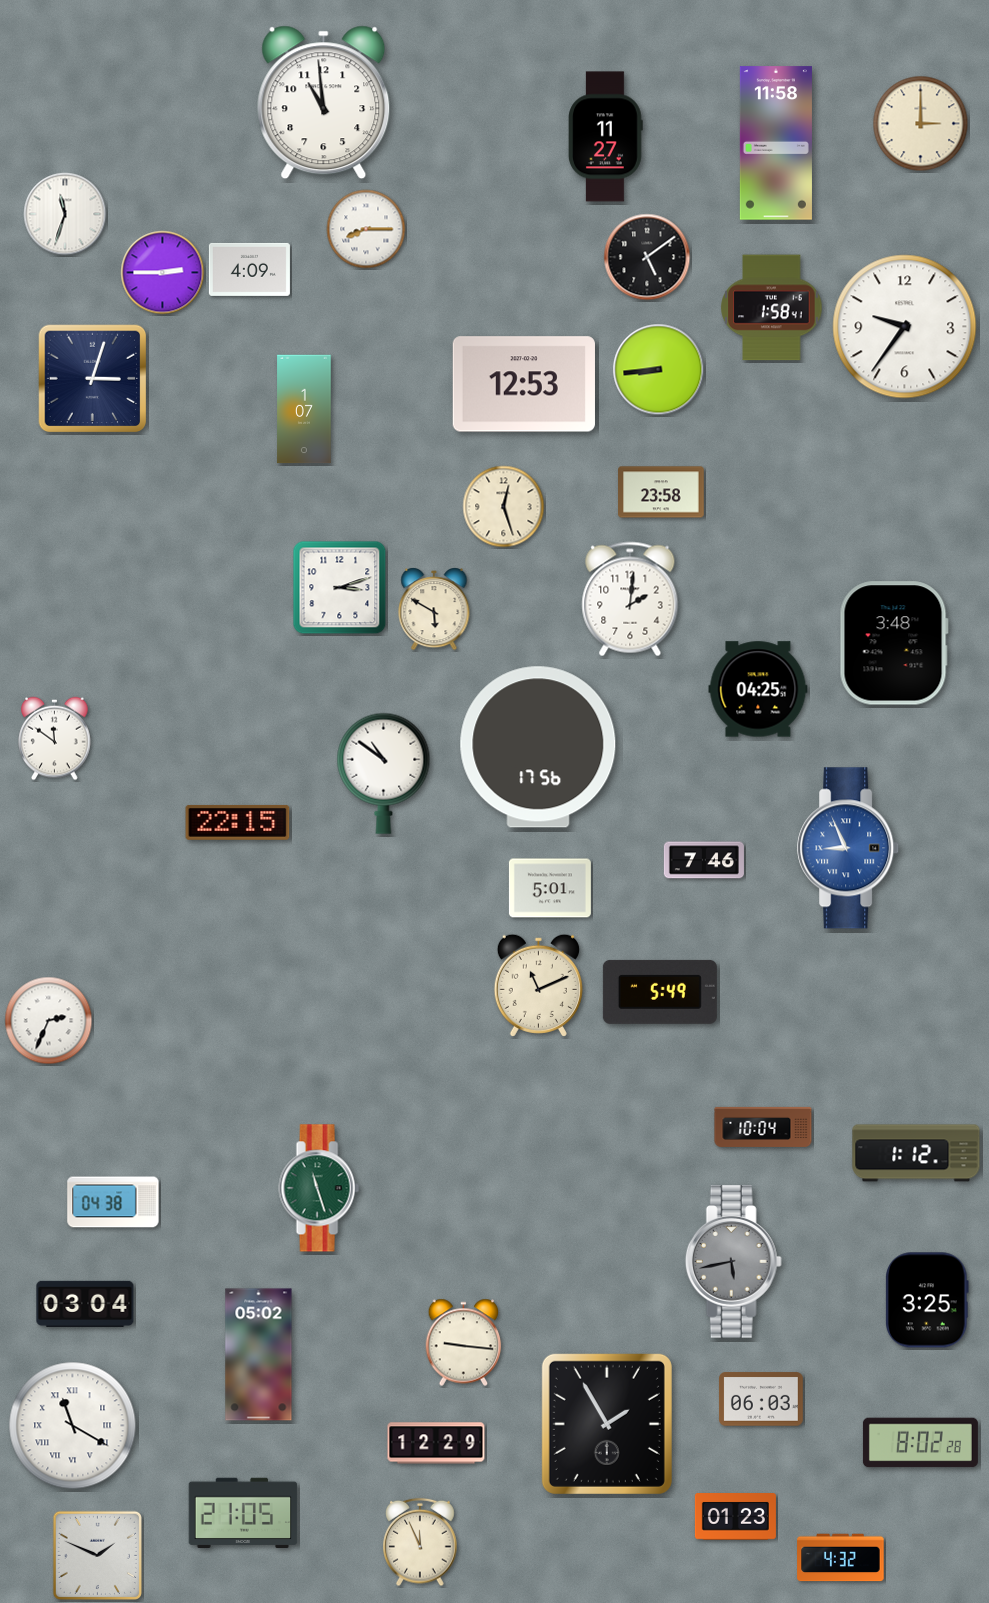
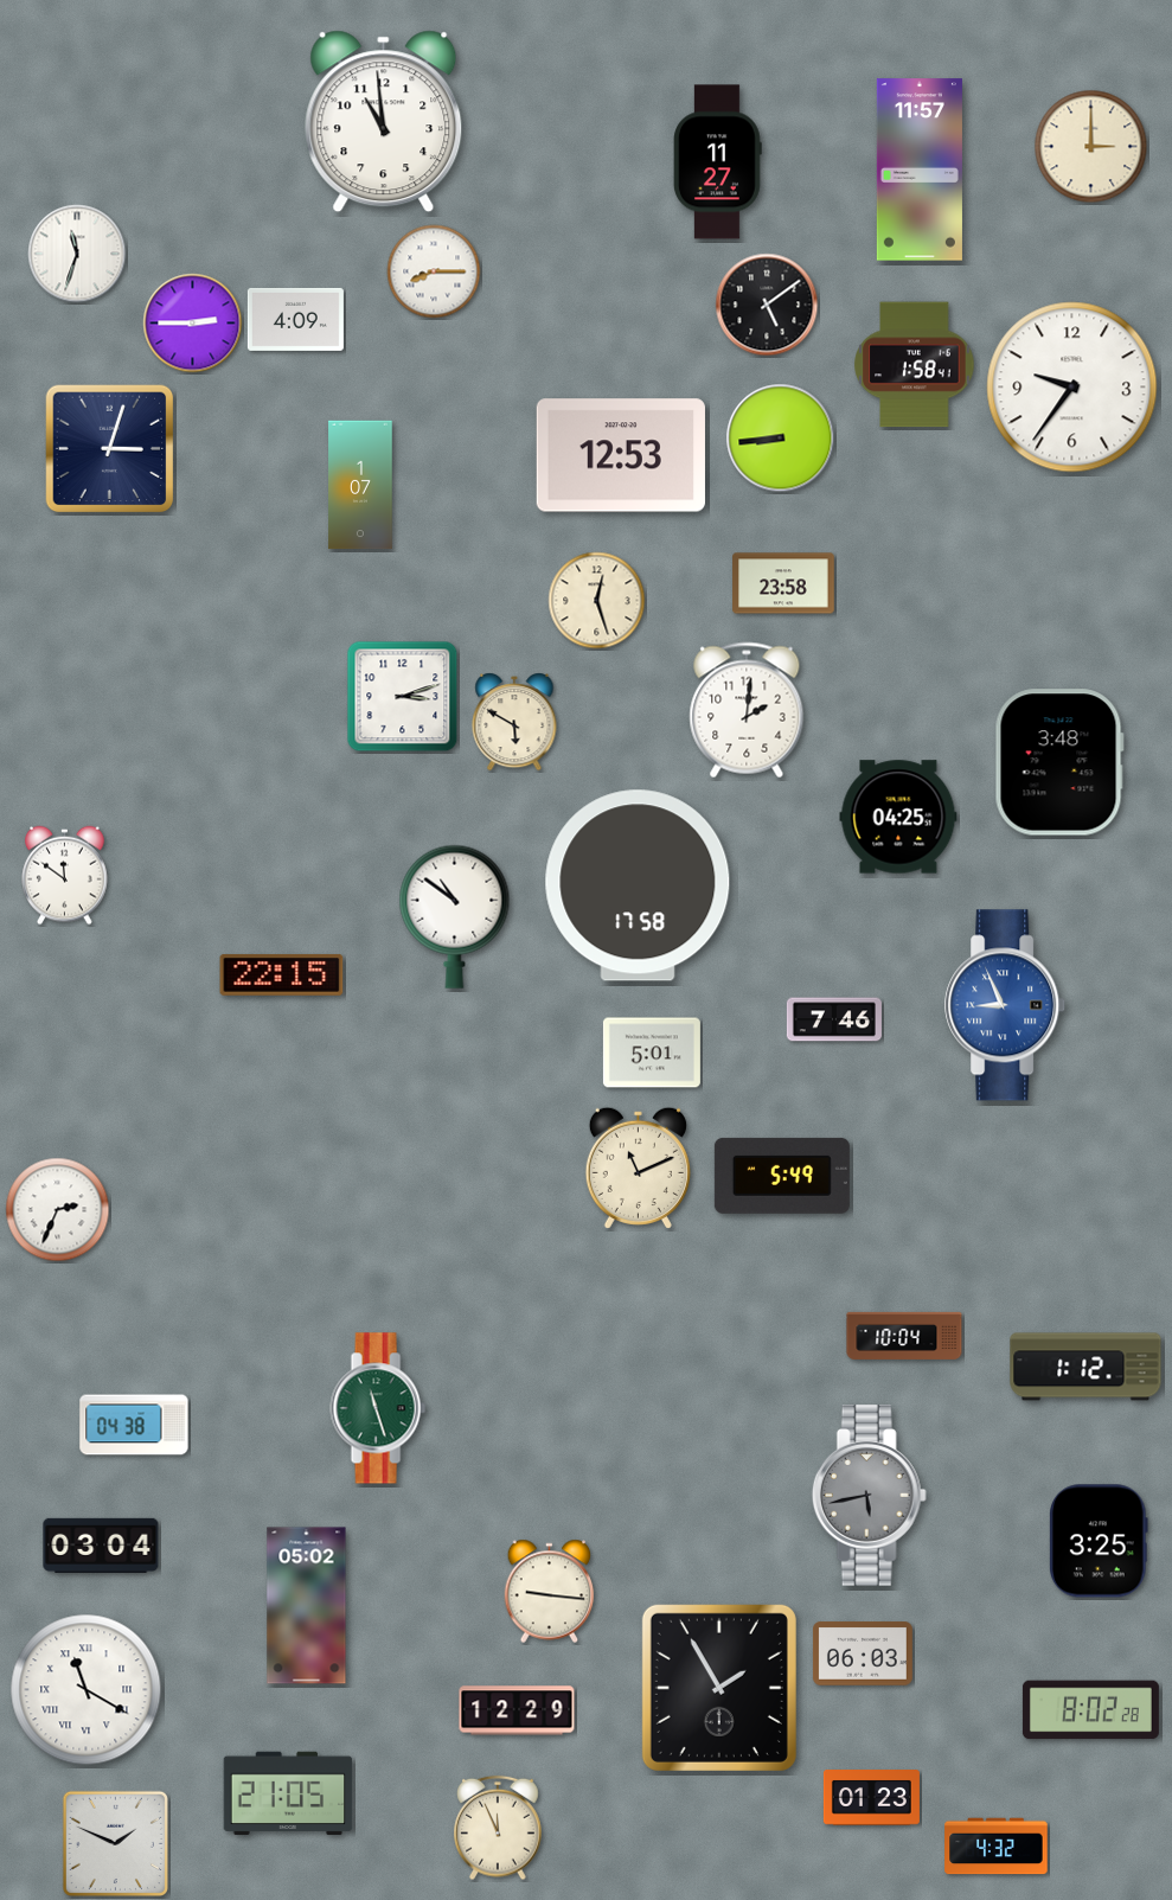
clock at (776, 143): 11:58 -> 11:57
clock at (538, 747): 17:56 -> 17:58
clock at (761, 1399) position: (761, 1399) -> (863, 1653)
